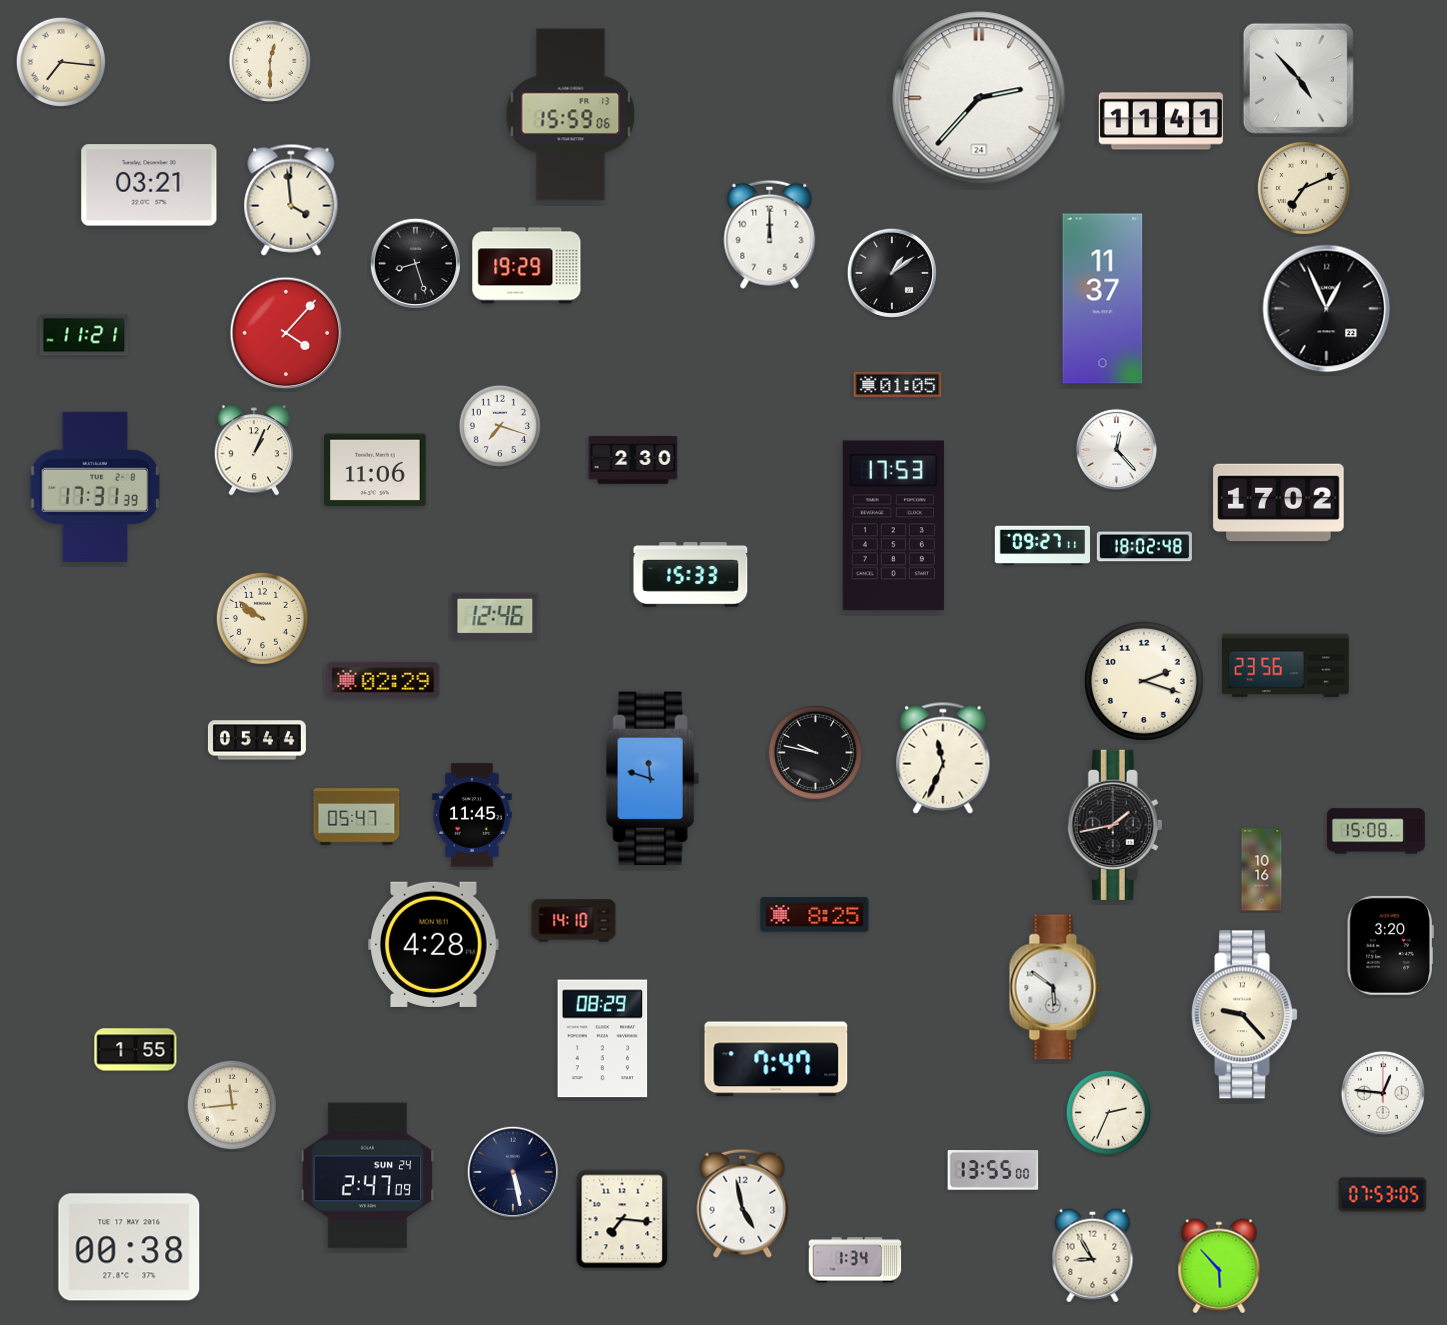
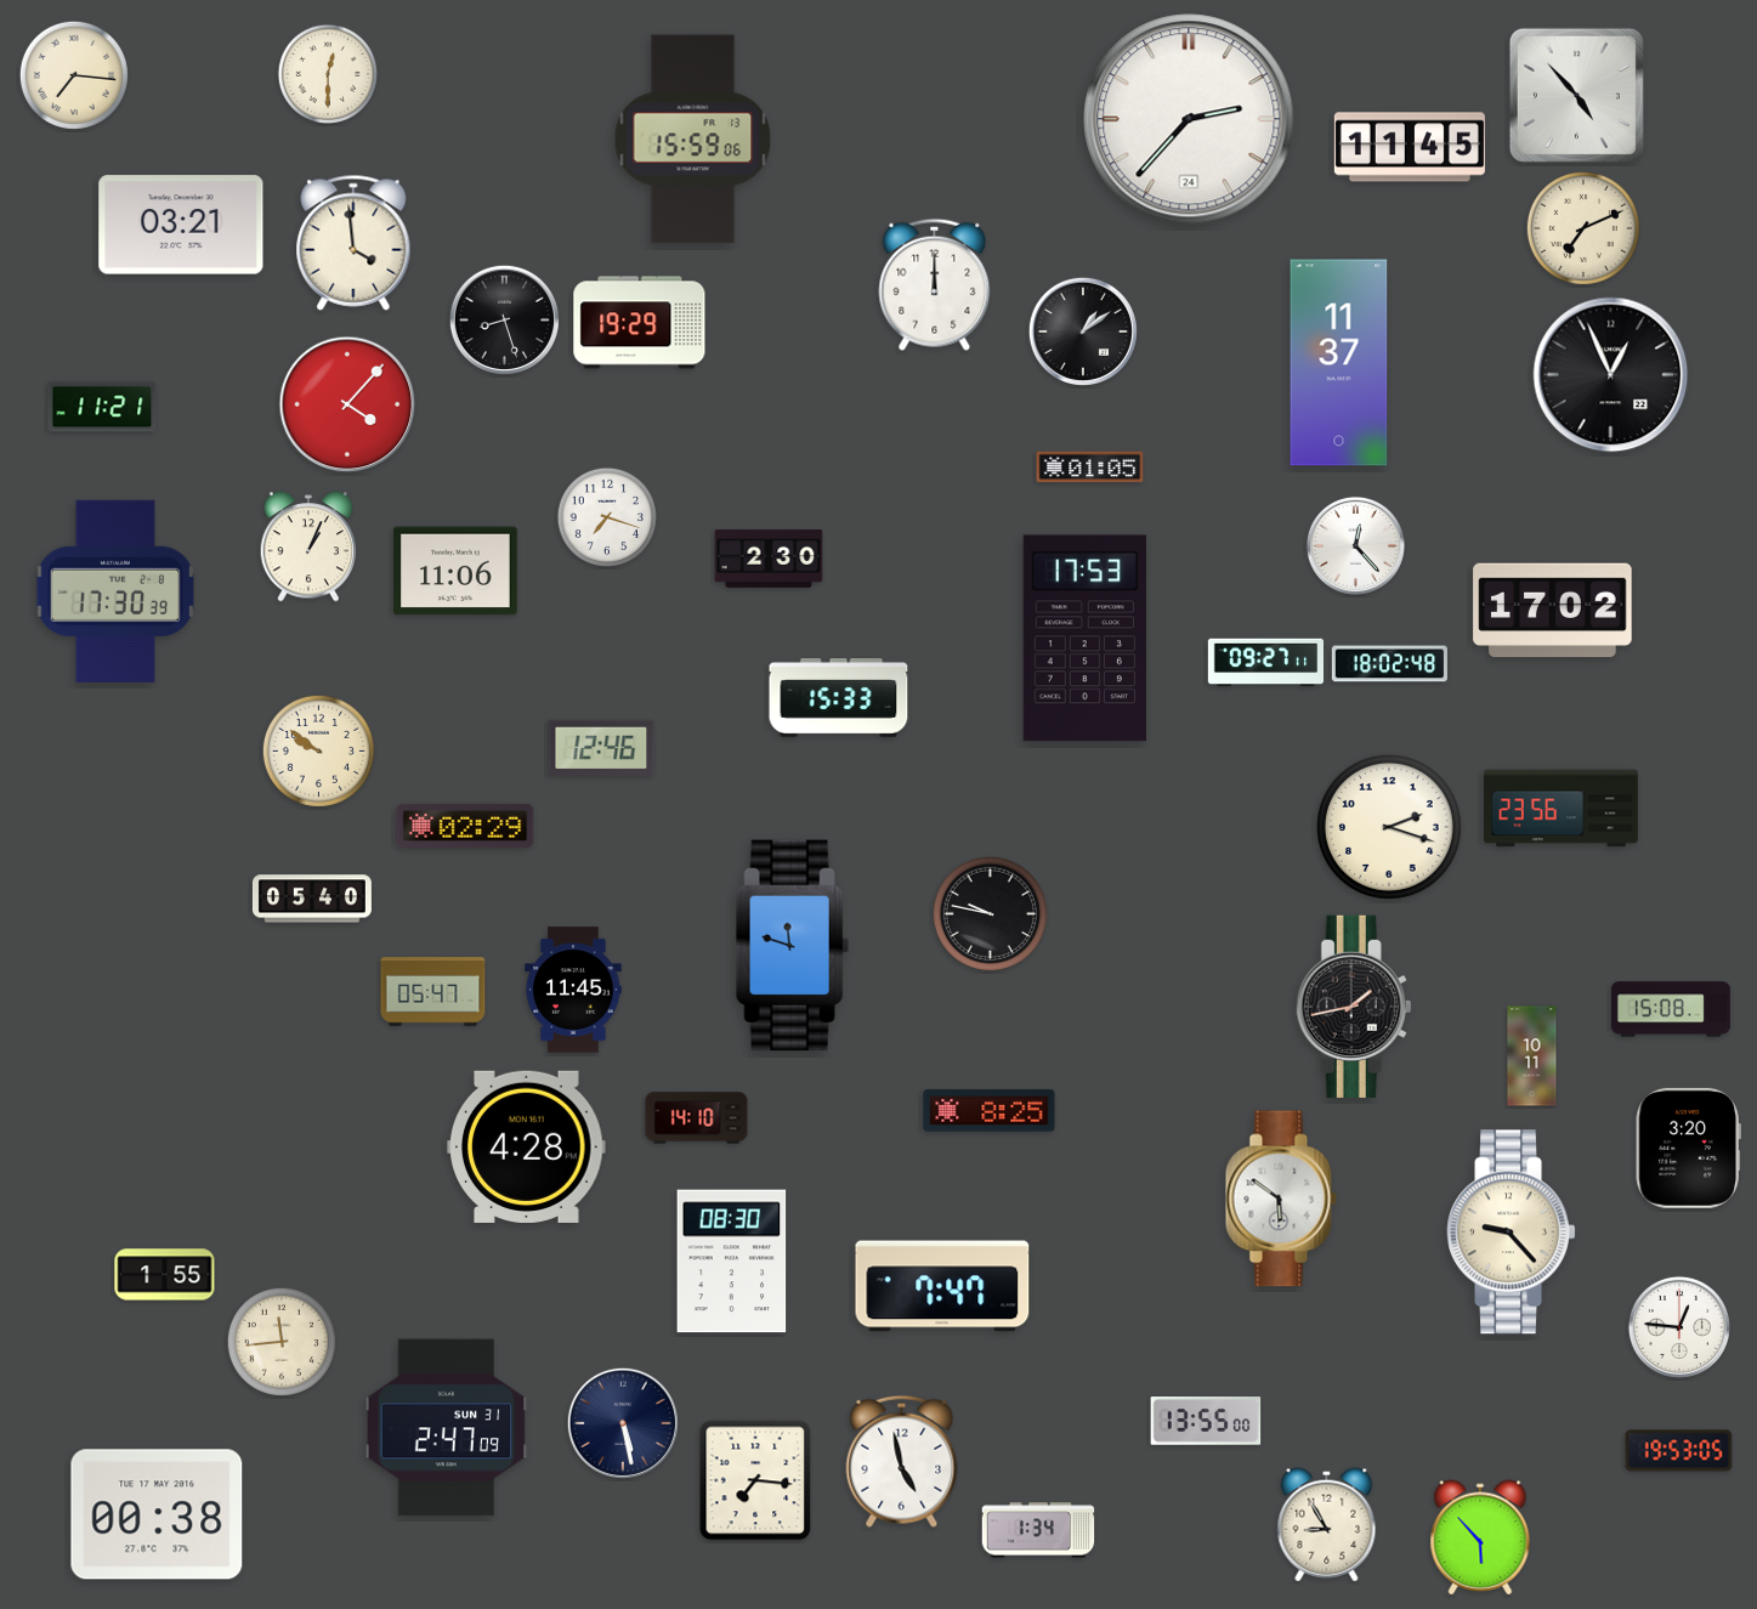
clock at (1161, 121): 11:41 -> 11:45
clock at (95, 487): 17:31 -> 17:30
clock at (257, 740): 05:44 -> 05:40
clock at (943, 758): 11:34 -> none
clock at (1115, 825) position: (1115, 825) -> (1354, 1007)
clock at (1262, 870): 10:16 -> 10:11
clock at (603, 1039): 08:29 -> 08:30
clock at (1108, 1112): 2:34 -> none
clock at (368, 1176) date: SUN 24 -> SUN 31
clock at (1383, 1195): 07:53 -> 19:53
